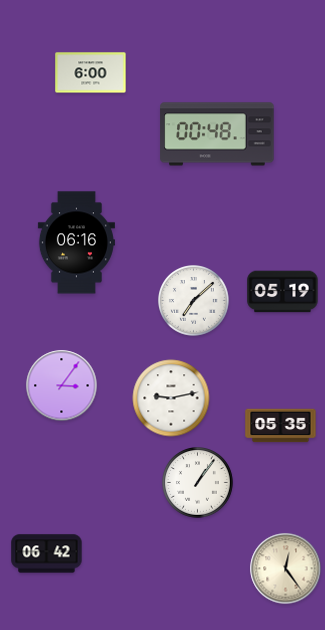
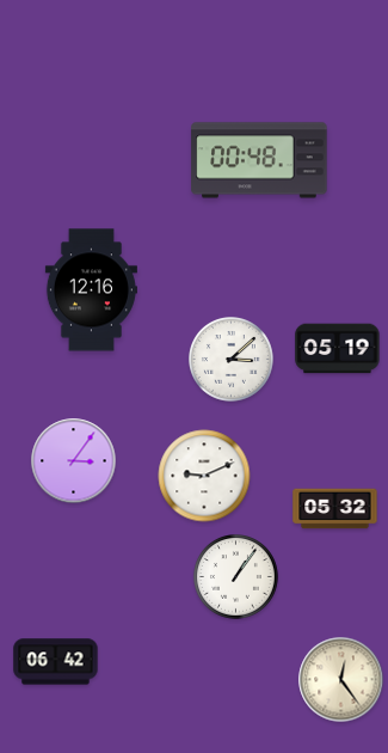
clock at (91, 73): 6:00 -> none
clock at (76, 243): 06:16 -> 12:16
clock at (194, 301): 7:08 -> 3:08
clock at (171, 398): 9:13 -> 9:11
clock at (281, 426): 05:35 -> 05:32
